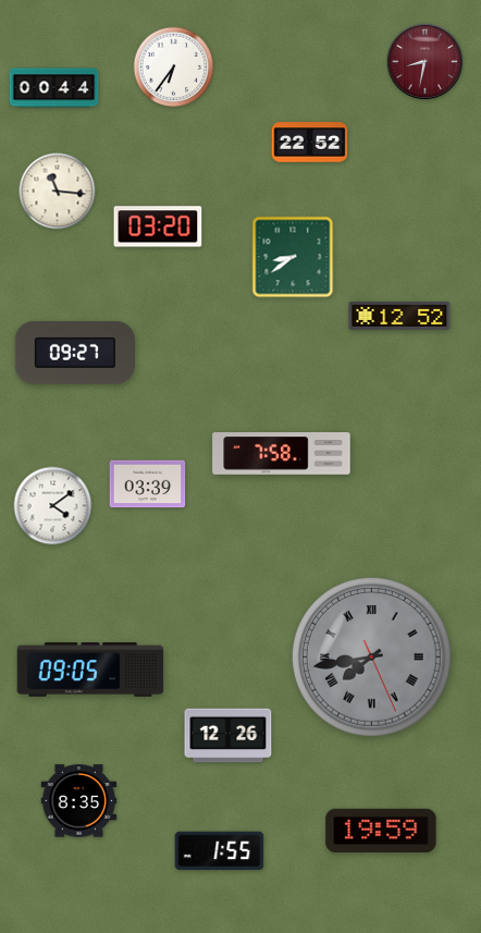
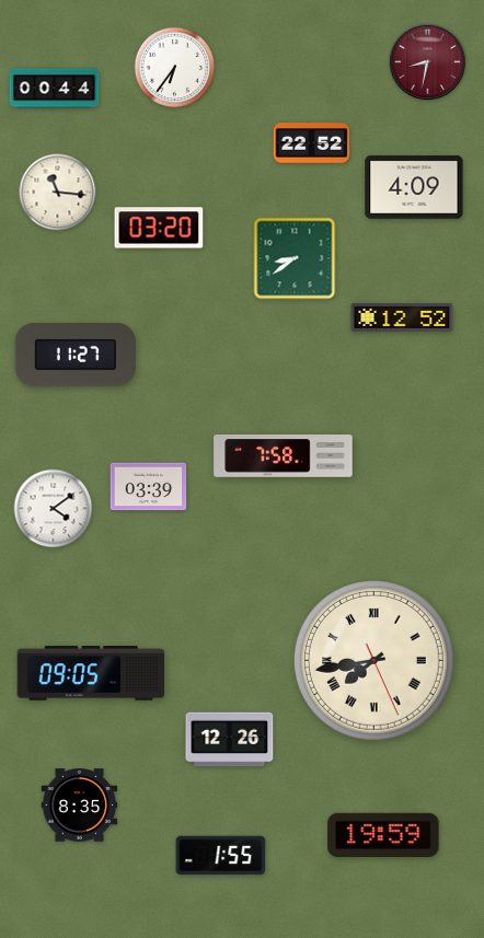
clock at (414, 187): none -> 4:09
clock at (75, 353): 09:27 -> 11:27
clock at (371, 656) dial: grey -> cream
